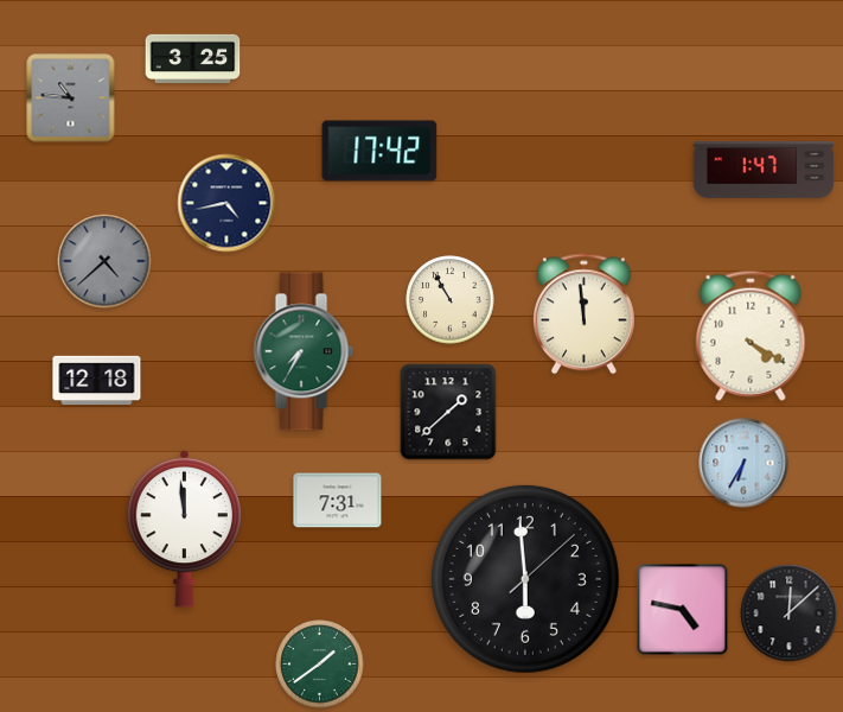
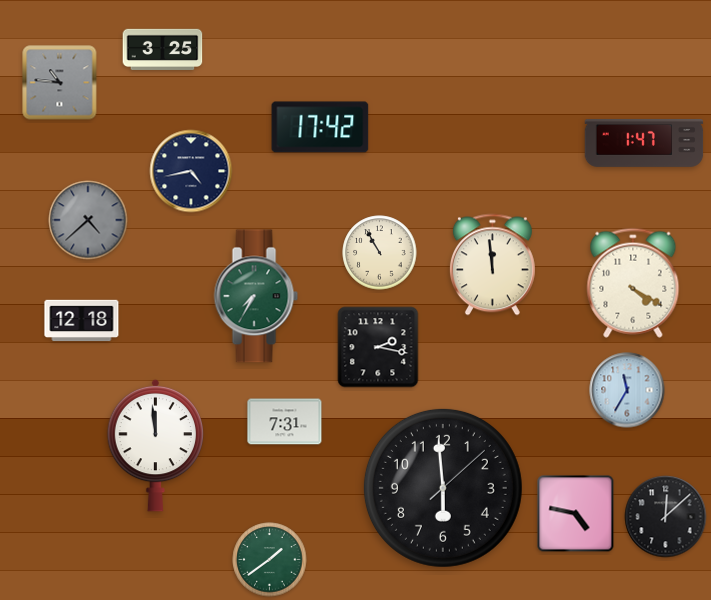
clock at (448, 412): 1:38 -> 2:17
clock at (743, 463): 6:35 -> 11:35
